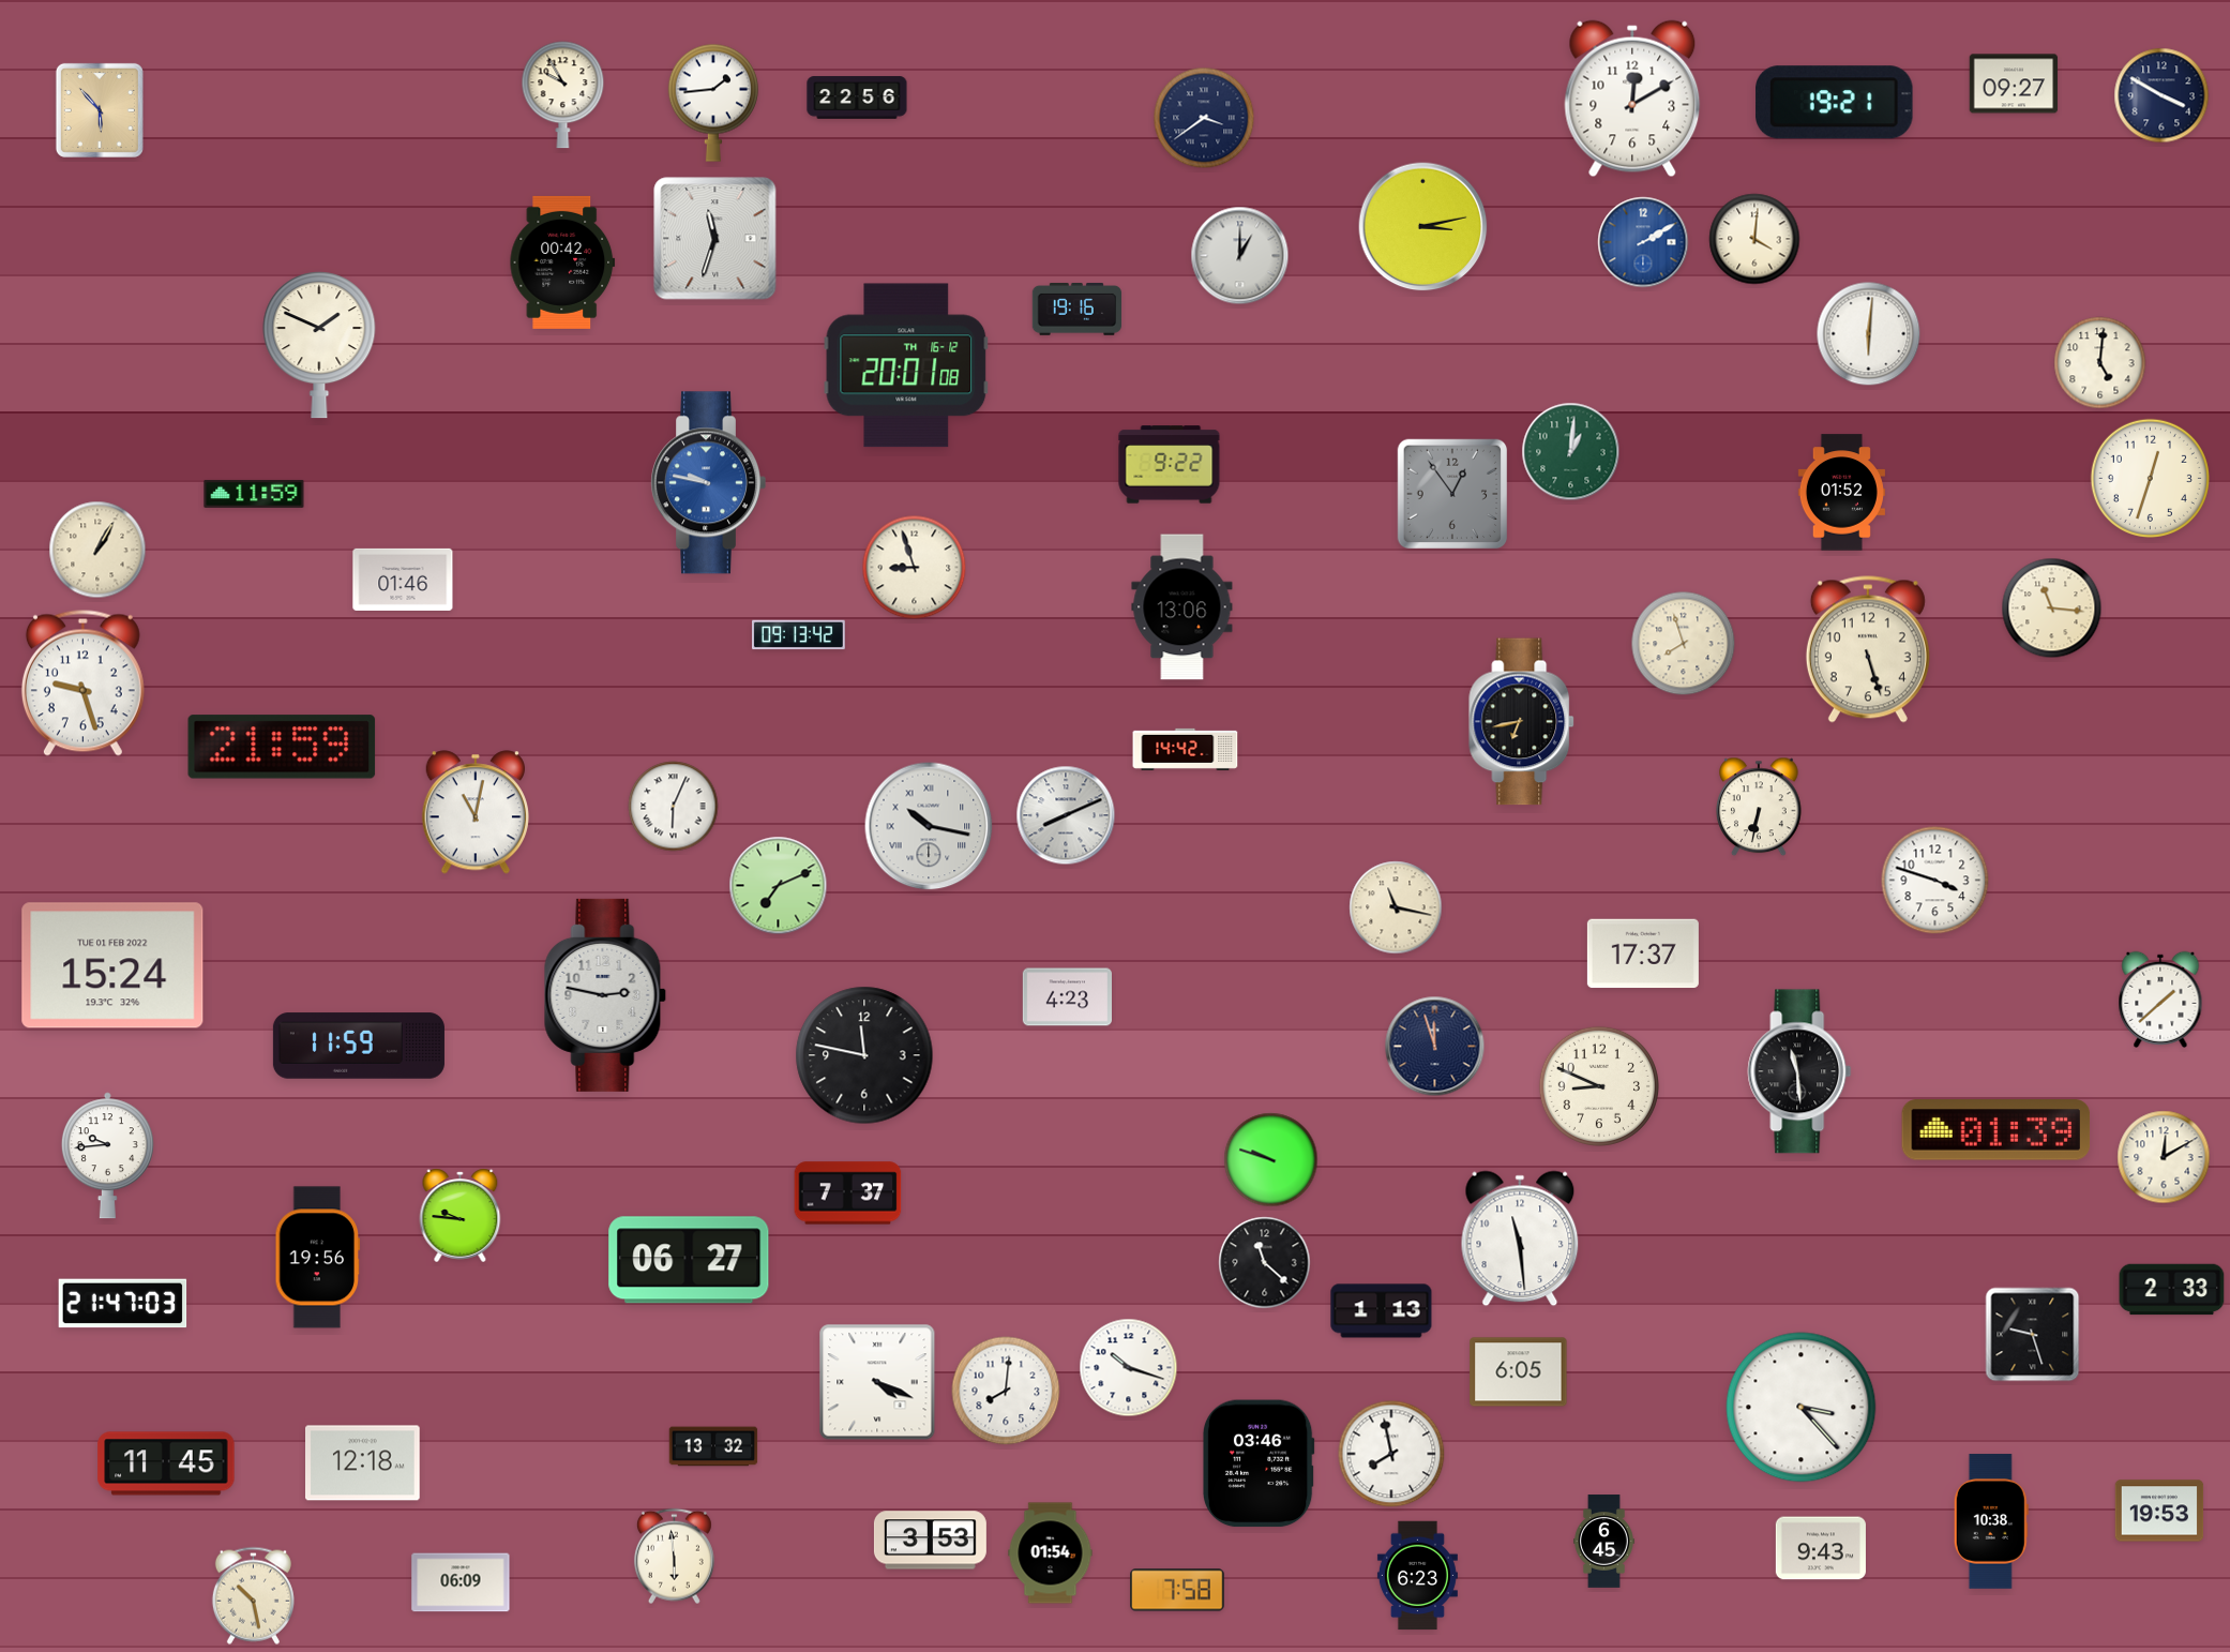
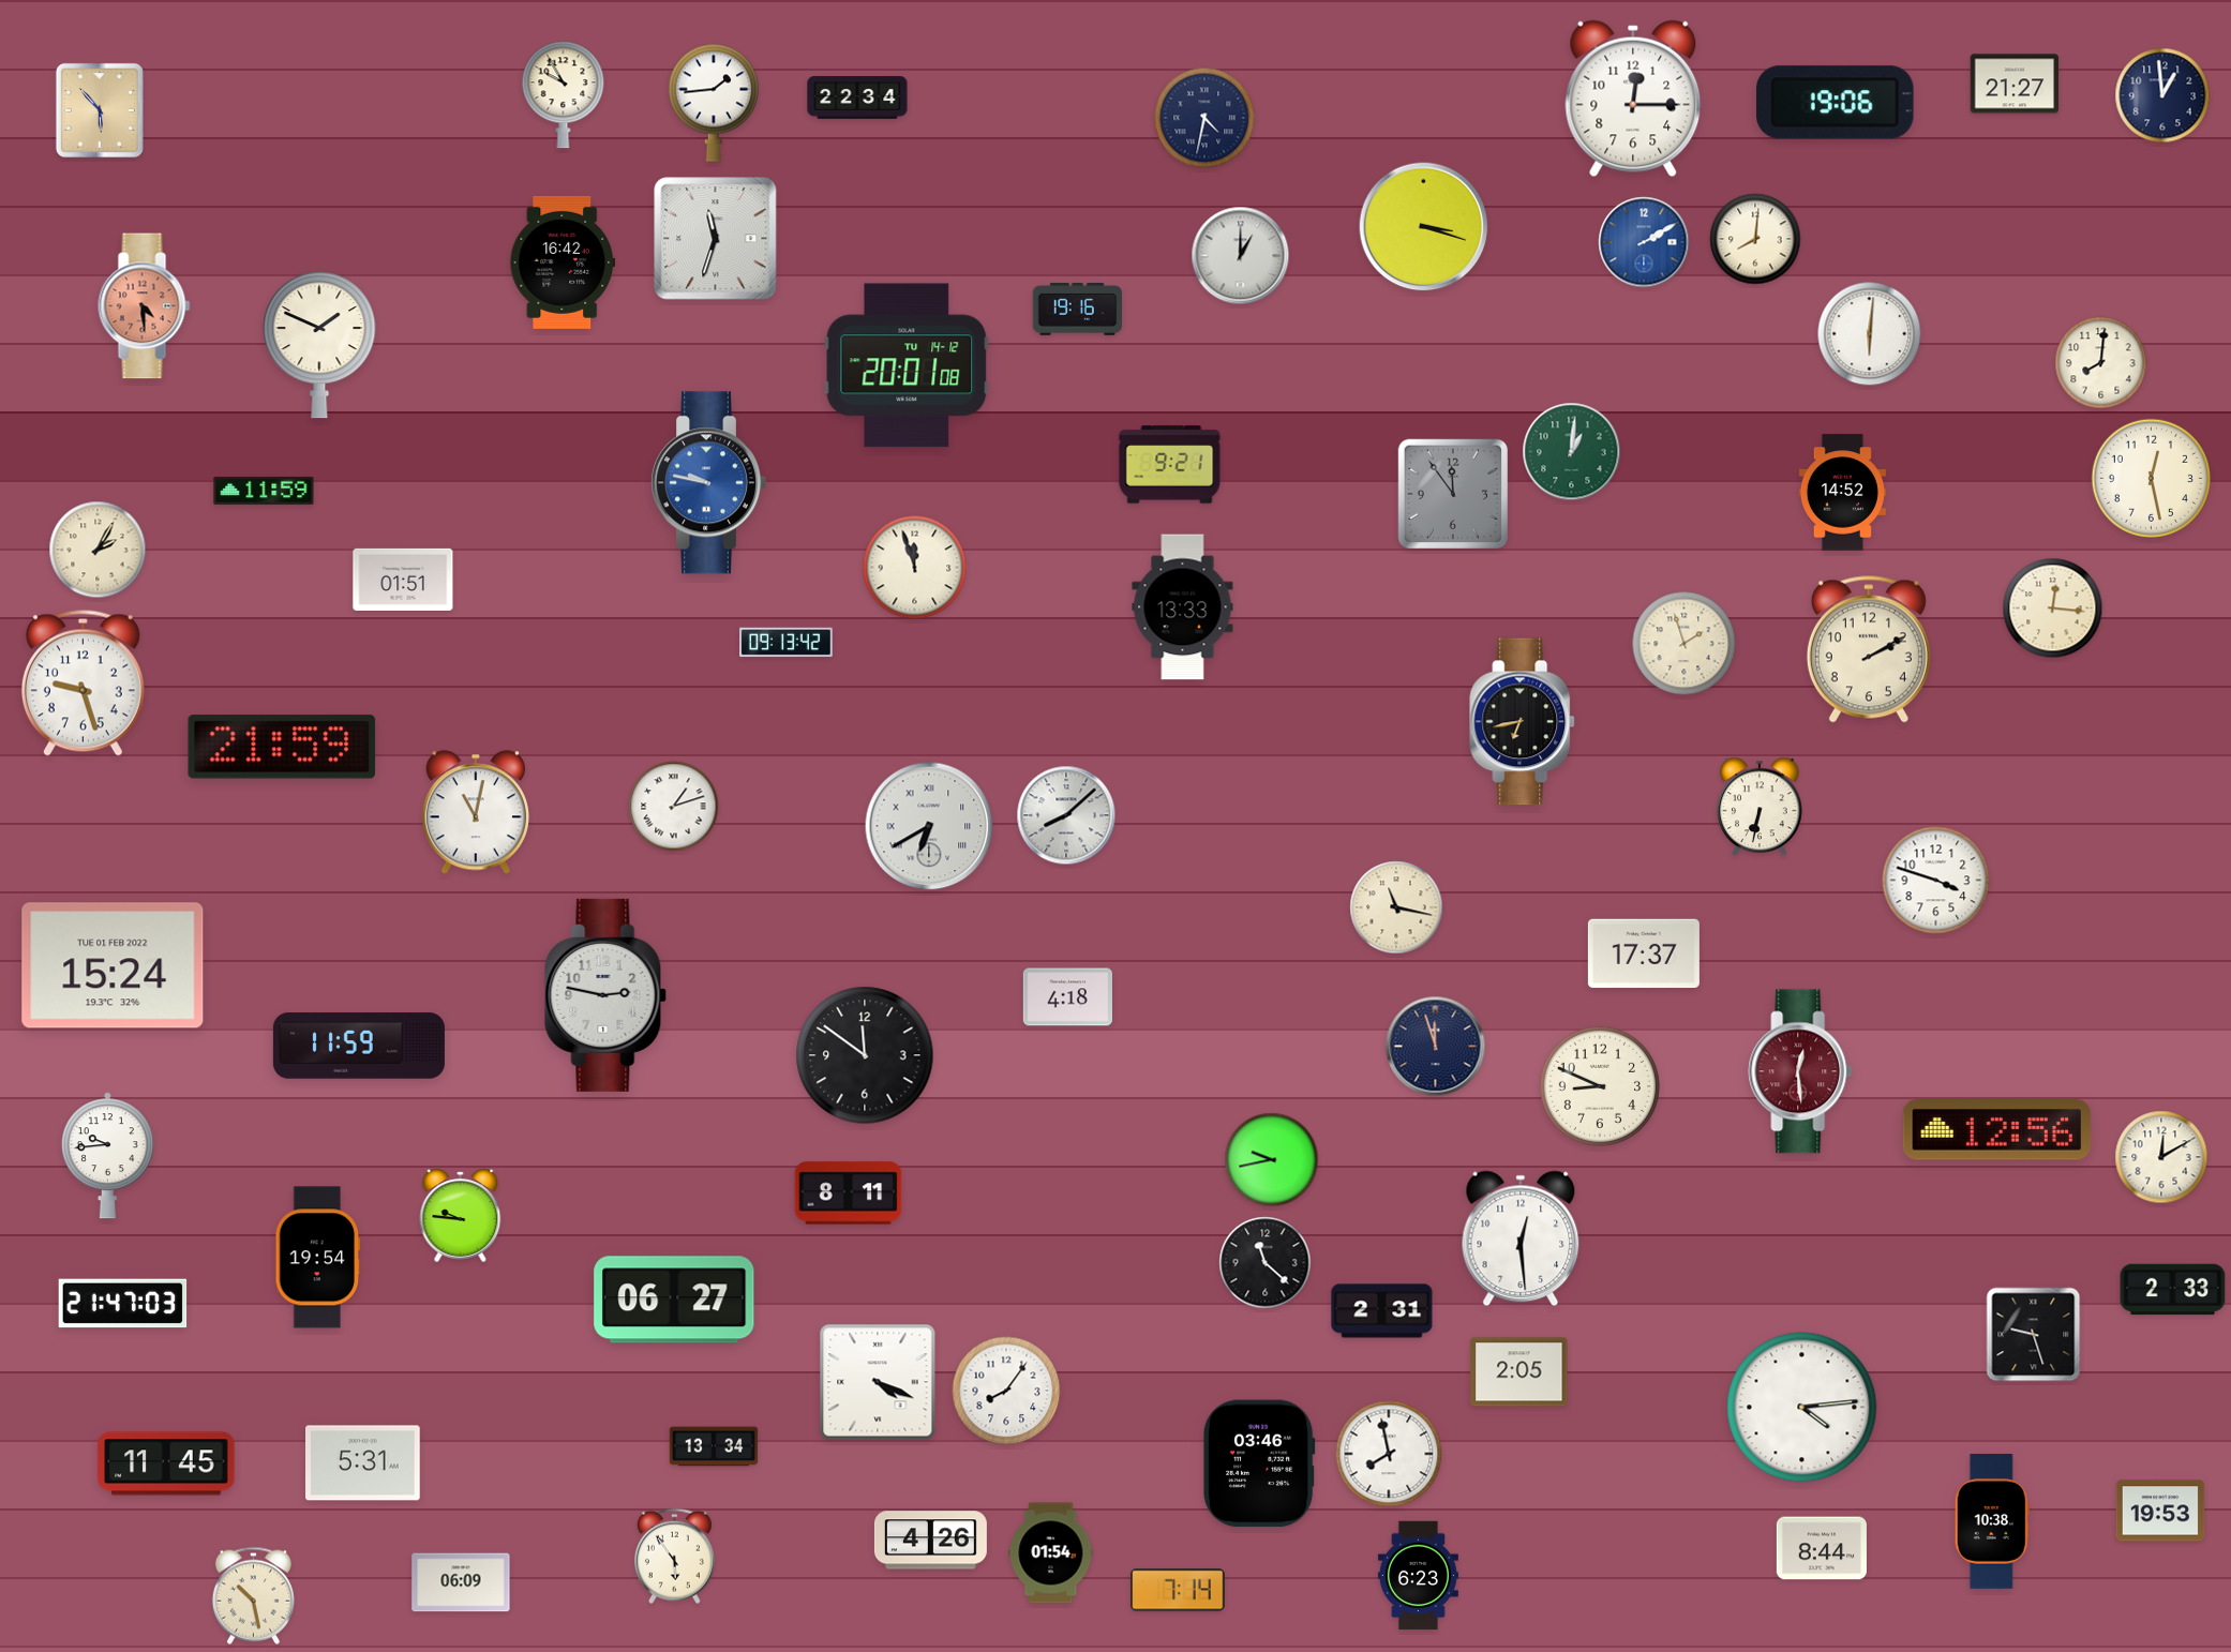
clock at (2014, 84): 09:27 -> 21:27
clock at (2161, 95): 3:50 -> 12:59
clock at (857, 97): 22:56 -> 22:34
clock at (1632, 99): 12:10 -> 12:15
clock at (1835, 103): 19:21 -> 19:06
clock at (1204, 118): 3:39 -> 4:32
clock at (1423, 227): 3:13 -> 3:18
clock at (1754, 239): 4:01 -> 8:01
clock at (562, 262): 00:42 -> 16:42
clock at (145, 306): none -> 4:29
clock at (2100, 363): 5:01 -> 8:01
clock at (906, 365) date: TH 16-12 -> TU 14-12
clock at (1170, 465): 9:22 -> 9:21
clock at (2150, 478): 12:33 -> 12:28
clock at (1841, 493): 01:52 -> 14:52
clock at (254, 494) position: (254, 494) -> (264, 491)
clock at (1452, 494): 12:54 -> 11:54
clock at (97, 550): 1:05 -> 2:05
clock at (915, 568): 8:57 -> 11:57
clock at (403, 580): 01:46 -> 01:51
clock at (1182, 607): 13:06 -> 13:33
clock at (2052, 609): 11:16 -> 12:16
clock at (799, 635) position: (799, 635) -> (787, 643)
clock at (1684, 644): 7:57 -> 1:57
clock at (1868, 649): 5:27 -> 2:10
clock at (1186, 749): 14:42 -> none
clock at (674, 807): 6:04 -> 1:12
clock at (1066, 815): 8:11 -> 8:08
clock at (929, 826): 10:17 -> 6:40
clock at (779, 886): 7:11 -> none
clock at (1067, 997): 4:23 -> 4:18
clock at (2160, 1000): 1:38 -> none
clock at (864, 1055): 11:47 -> 11:51
clock at (1799, 1071): 11:29 -> 12:29
clock at (1799, 1071) dial: black -> burgundy
clock at (1997, 1130): 01:39 -> 12:56
clock at (2164, 1157) position: (2164, 1157) -> (2161, 1157)
clock at (1271, 1160): 9:48 -> 9:43
clock at (848, 1193): 7:37 -> 8:11
clock at (1520, 1238): 11:29 -> 12:29
clock at (318, 1258): 19:56 -> 19:54
clock at (689, 1260) position: (689, 1260) -> (674, 1300)
clock at (1382, 1311): 1:13 -> 2:31
clock at (1129, 1368): 10:18 -> none
clock at (1519, 1372): 6:05 -> 2:05
clock at (1006, 1391): 8:01 -> 8:06
clock at (1802, 1408): 3:23 -> 4:14
clock at (713, 1446): 13:32 -> 13:34
clock at (1391, 1454) position: (1391, 1454) -> (1389, 1454)
clock at (363, 1463): 12:18 -> 5:31
clock at (930, 1541): 3:53 -> 4:26
clock at (1604, 1542): 6:45 -> none
clock at (1821, 1548): 9:43 -> 8:44
clock at (674, 1557): 5:59 -> 5:54
clock at (1177, 1590): 7:58 -> 7:14
